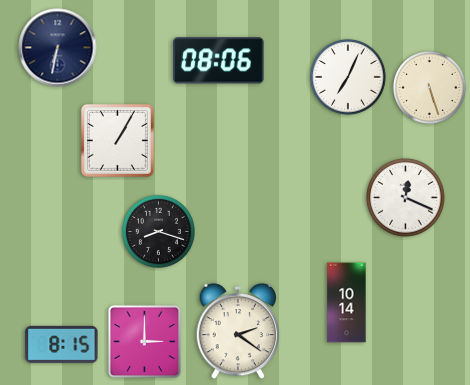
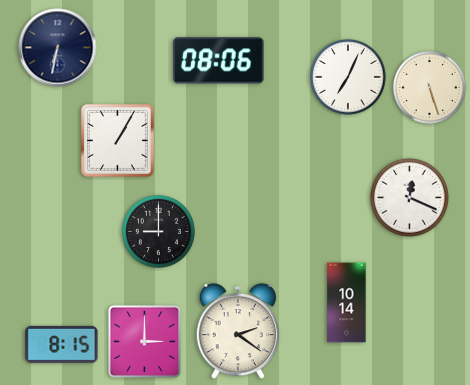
clock at (406, 198) position: (406, 198) -> (410, 198)
clock at (158, 231): 8:18 -> 9:00
